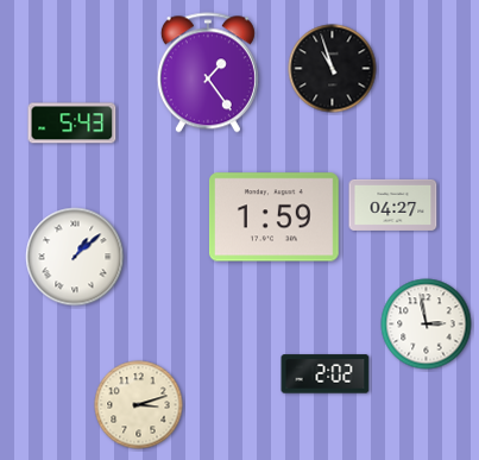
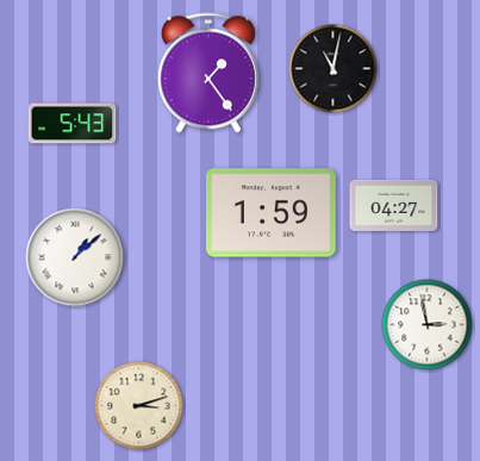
clock at (333, 69): 10:57 -> 11:02
clock at (273, 218) position: (273, 218) -> (270, 213)
clock at (326, 374): 2:02 -> none
